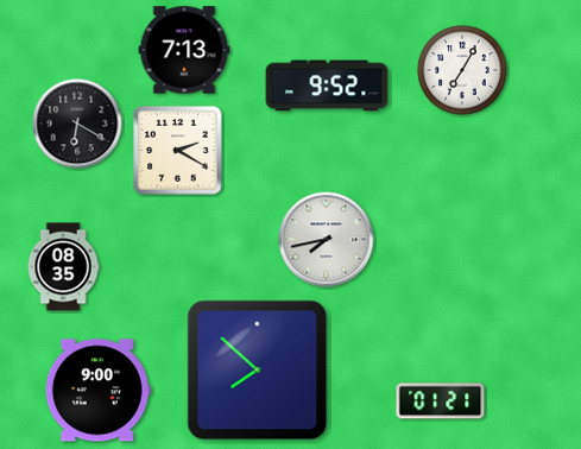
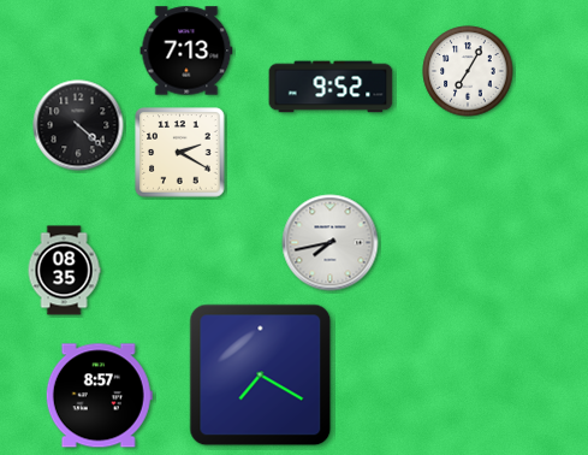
clock at (77, 124): 6:20 -> 4:22
clock at (258, 371): 7:52 -> 7:20
clock at (97, 391): 9:00 -> 8:57
clock at (441, 401): 01:21 -> none
